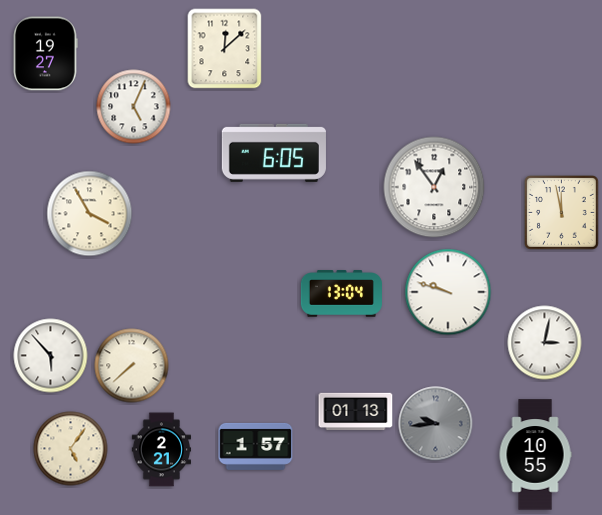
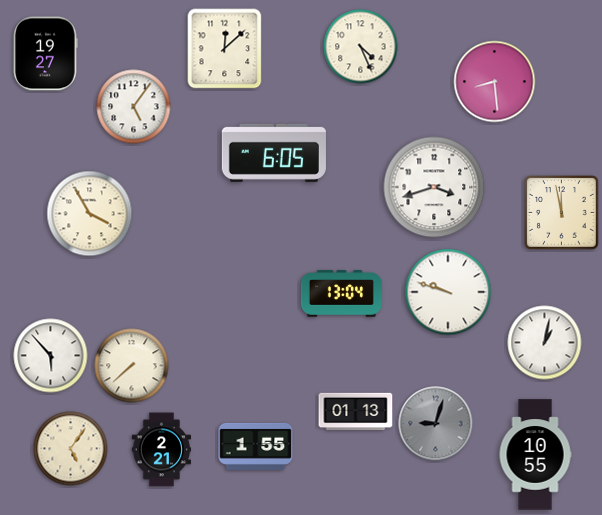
clock at (361, 47): none -> 4:26
clock at (495, 82): none -> 8:29
clock at (134, 107): 5:04 -> 5:06
clock at (434, 187): 12:54 -> 3:42
clock at (545, 343): 3:02 -> 1:02
clock at (436, 424): 9:44 -> 9:03
clock at (256, 446): 1:57 -> 1:55
